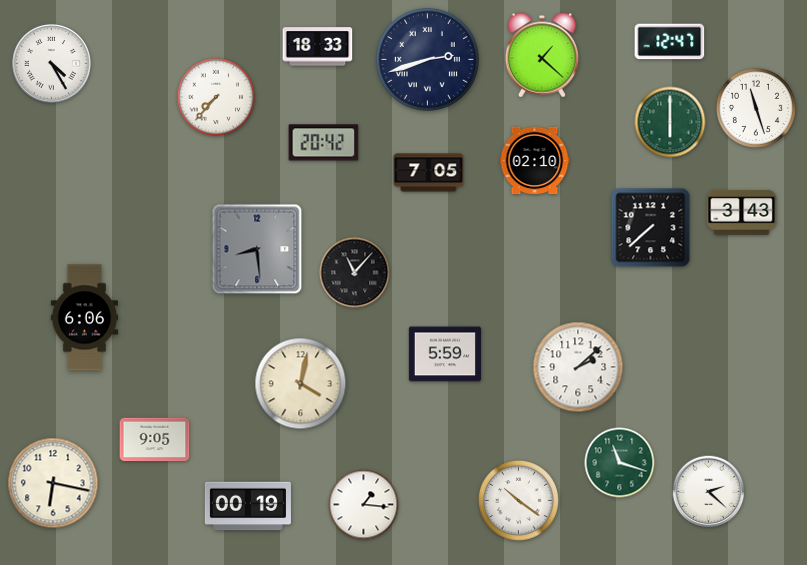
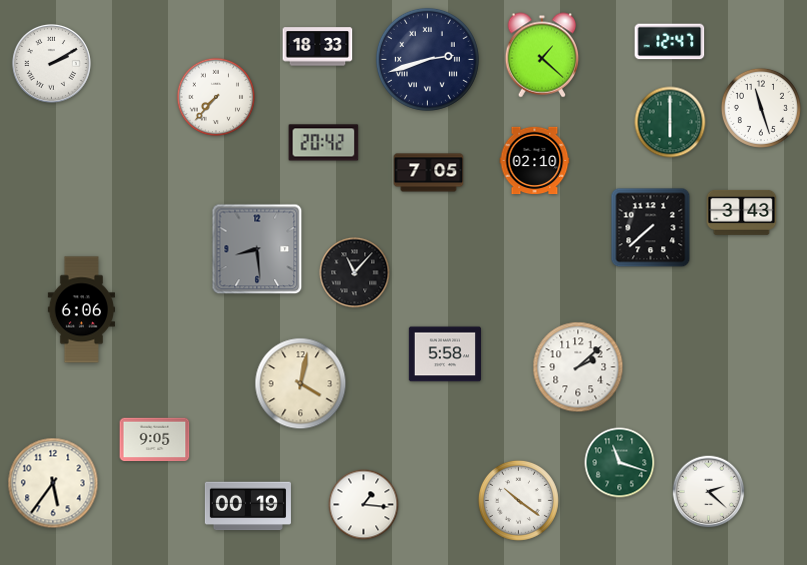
clock at (51, 63): 4:25 -> 2:10
clock at (756, 108) position: (756, 108) -> (761, 108)
clock at (84, 318) position: (84, 318) -> (81, 310)
clock at (444, 354): 5:59 -> 5:58
clock at (53, 483): 6:17 -> 5:36
